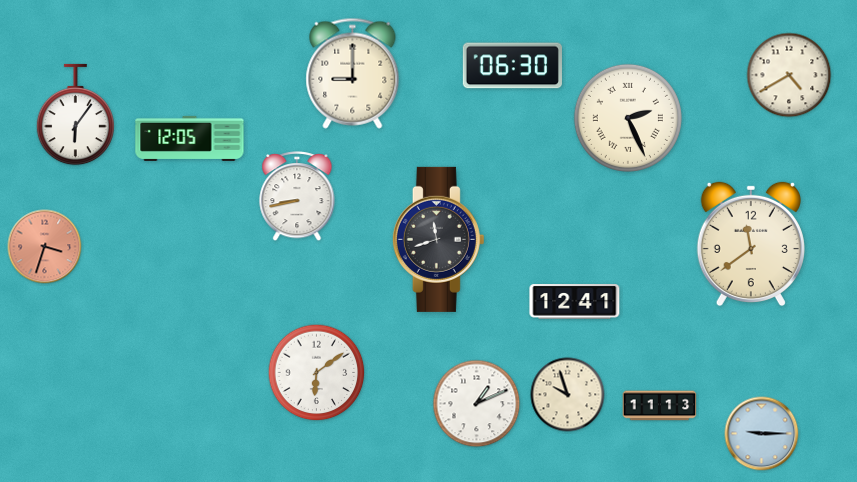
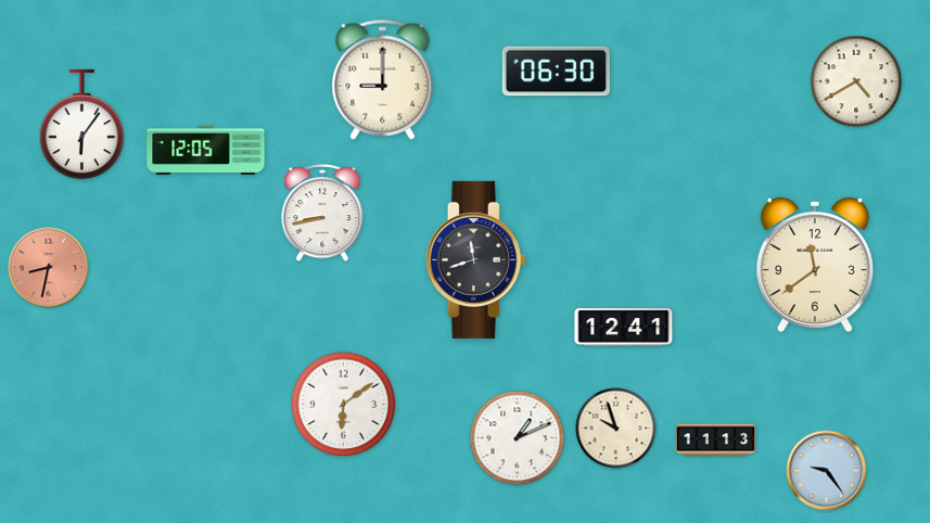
clock at (628, 118): 2:26 -> none
clock at (45, 247): 3:33 -> 8:32
clock at (762, 434): 9:15 -> 9:24
